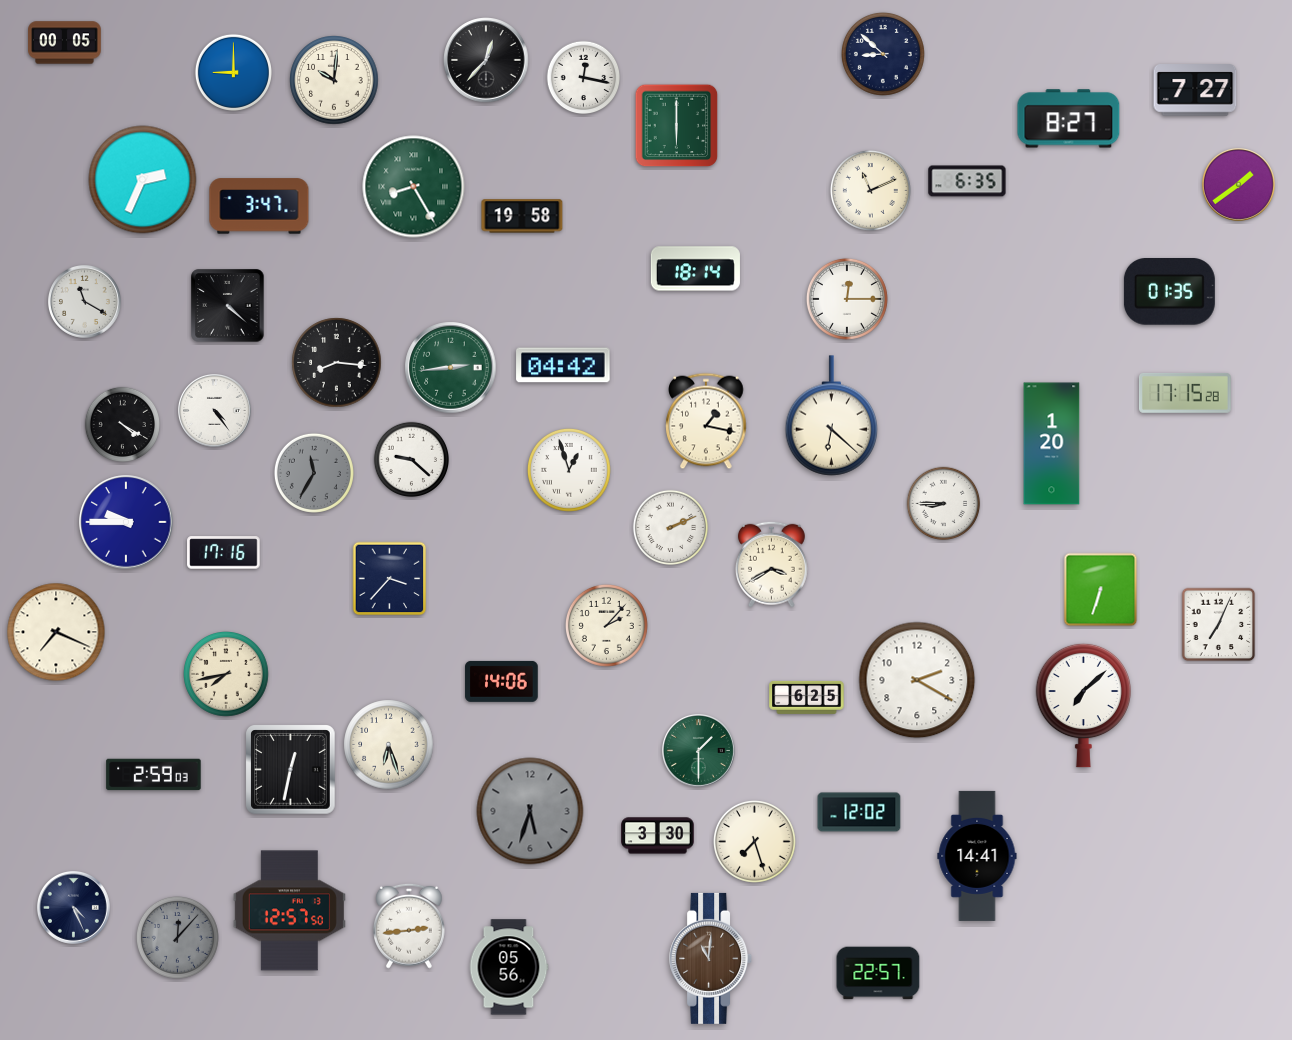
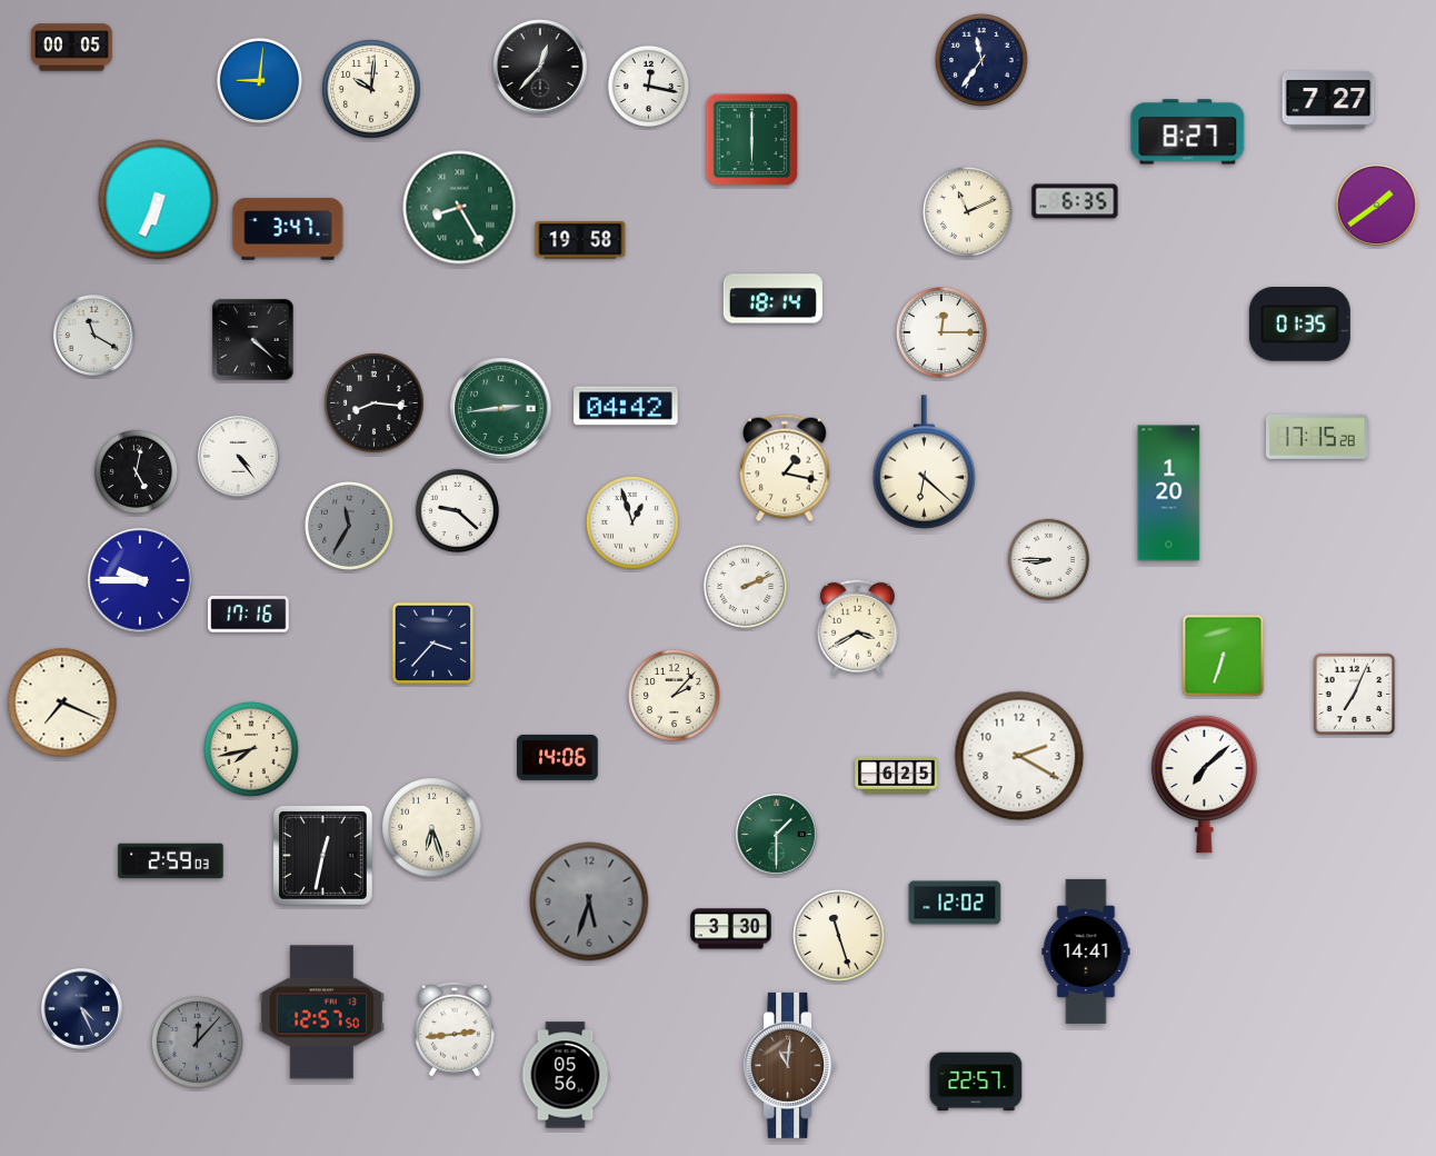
clock at (883, 54): 8:52 -> 11:36
clock at (233, 72): 9:00 -> 9:01
clock at (143, 180): 2:34 -> 6:34
clock at (122, 424): 4:20 -> 5:02
clock at (754, 841): 7:27 -> 11:27
